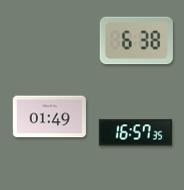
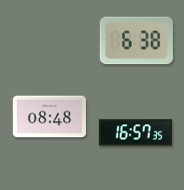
clock at (49, 117): 01:49 -> 08:48
